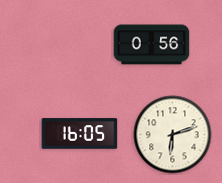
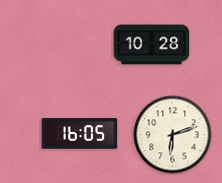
clock at (152, 45): 0:56 -> 10:28
